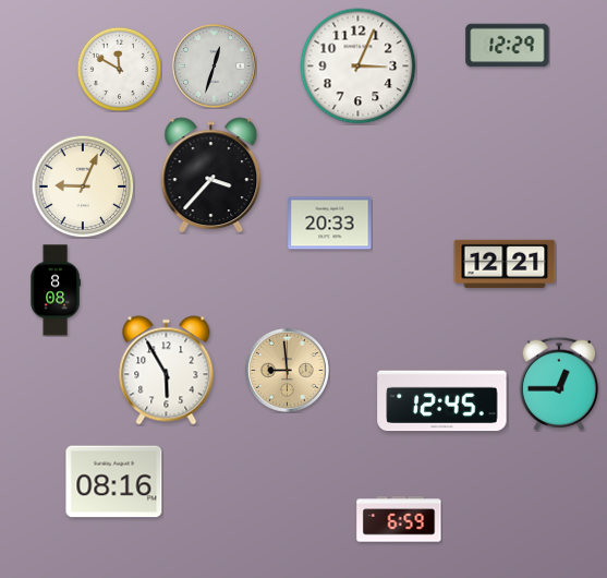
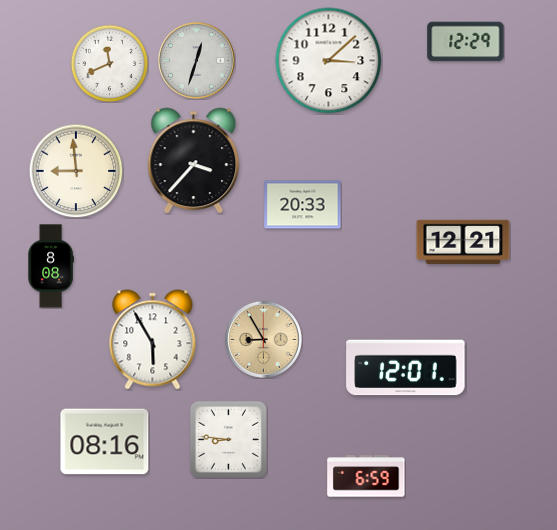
clock at (359, 67): 3:04 -> 3:08
clock at (119, 69): 11:50 -> 11:41
clock at (83, 186): 9:04 -> 8:59
clock at (287, 370): 8:59 -> 8:55
clock at (558, 384): 12:45 -> none
clock at (442, 401): 12:45 -> 12:01
clock at (228, 439): none -> 8:46
